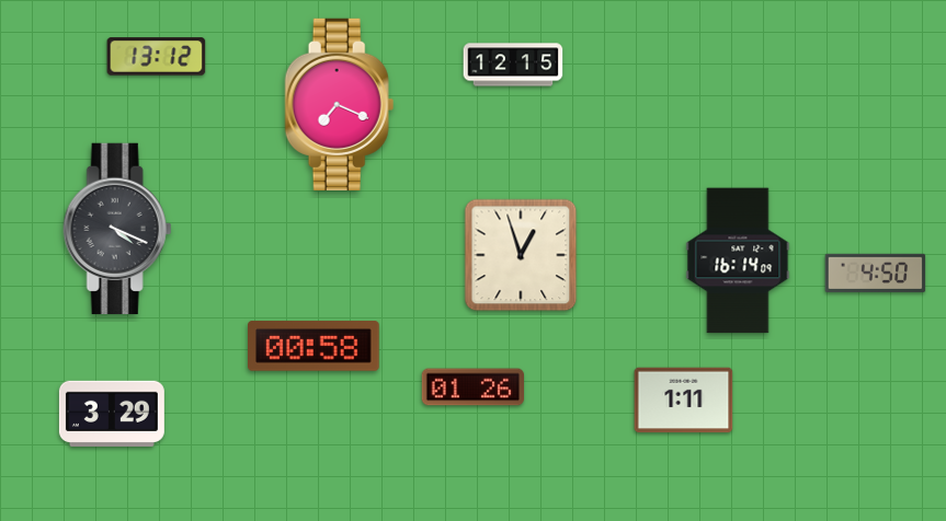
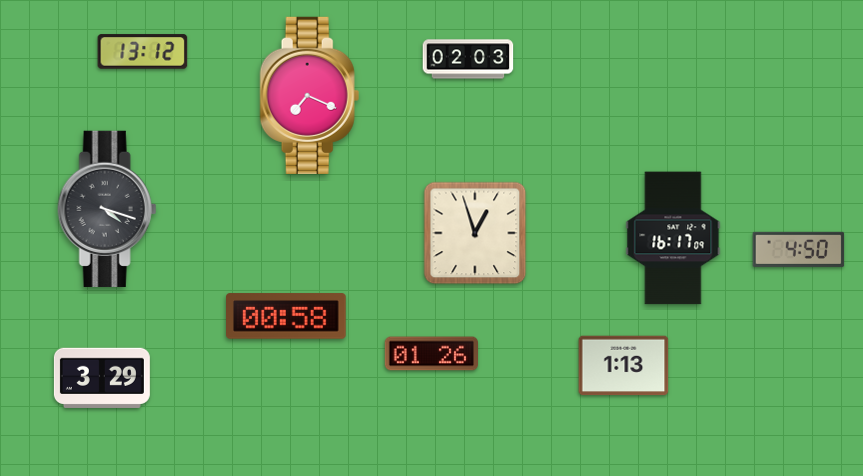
clock at (513, 65): 12:15 -> 02:03
clock at (117, 229): 4:19 -> 4:18
clock at (738, 260): 16:14 -> 16:17
clock at (684, 401): 1:11 -> 1:13
